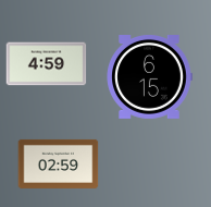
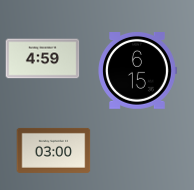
clock at (59, 163): 02:59 -> 03:00
